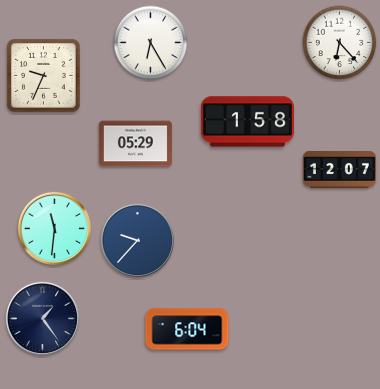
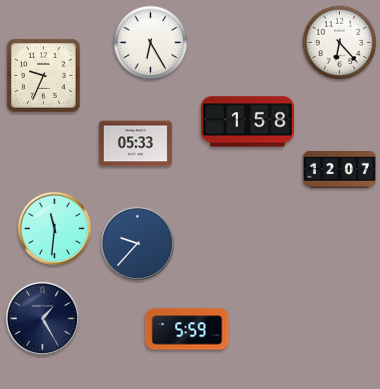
clock at (135, 144): 05:29 -> 05:33
clock at (137, 240) position: (137, 240) -> (137, 243)
clock at (42, 318): 1:24 -> 1:25
clock at (187, 329): 6:04 -> 5:59
